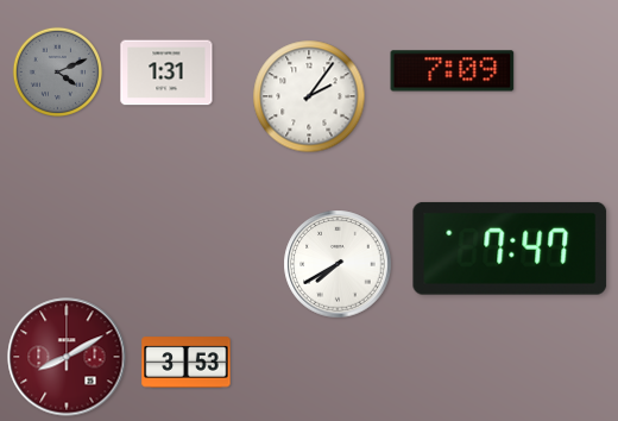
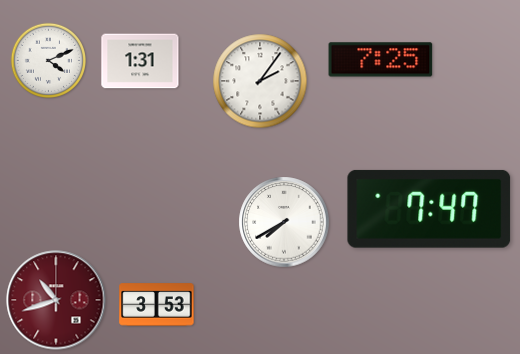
clock at (57, 71) dial: grey -> white
clock at (453, 71): 7:09 -> 7:25
clock at (67, 357): 8:10 -> 10:42
